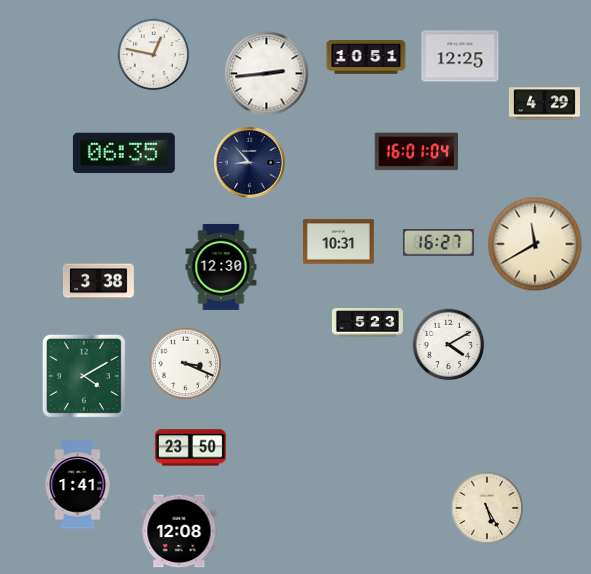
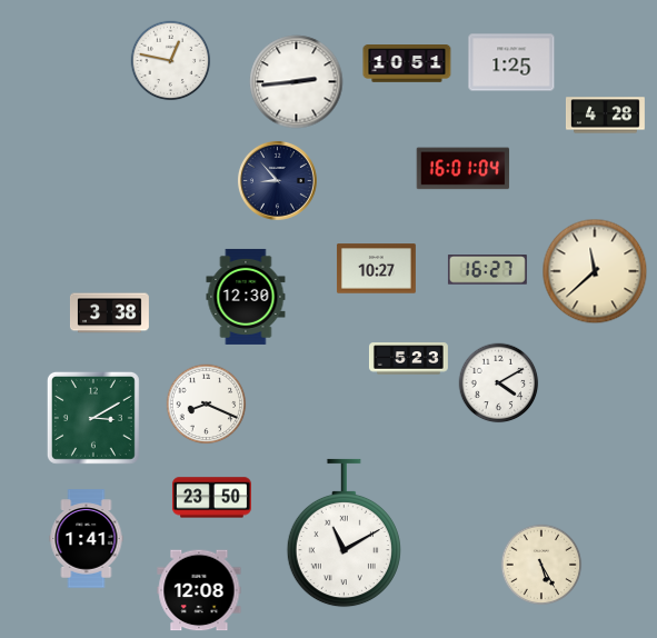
clock at (460, 56): 12:25 -> 1:25
clock at (545, 104): 4:29 -> 4:28
clock at (124, 153): 06:35 -> none
clock at (338, 242): 10:31 -> 10:27
clock at (535, 244): 11:40 -> 11:38
clock at (186, 364): 3:19 -> 8:19
clock at (84, 376): 4:10 -> 3:10
clock at (344, 534): none -> 11:10
